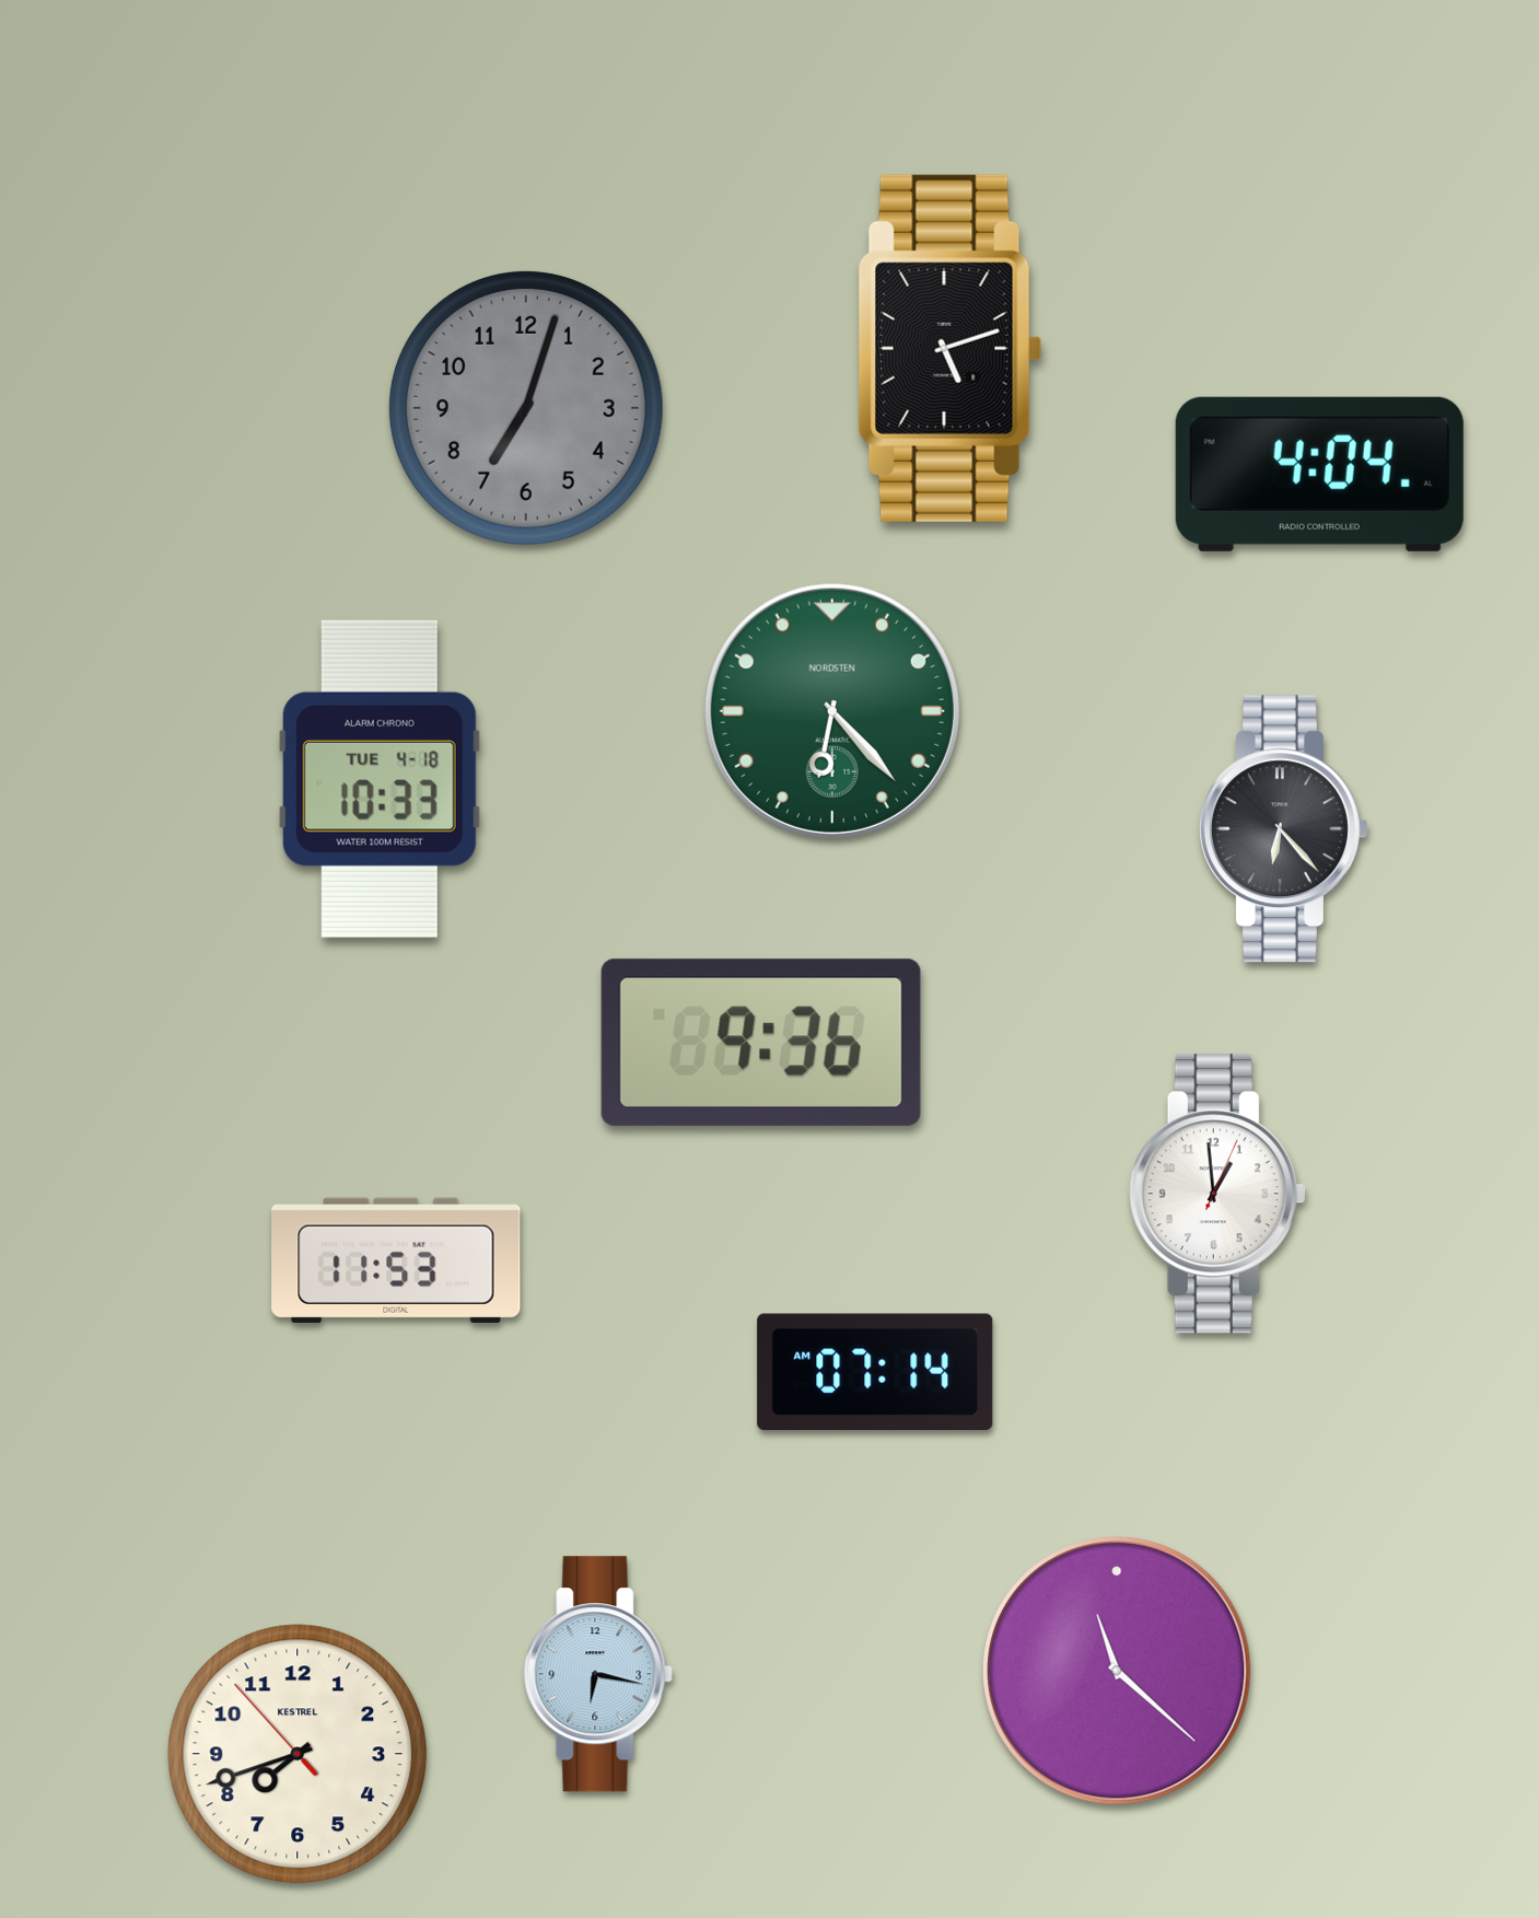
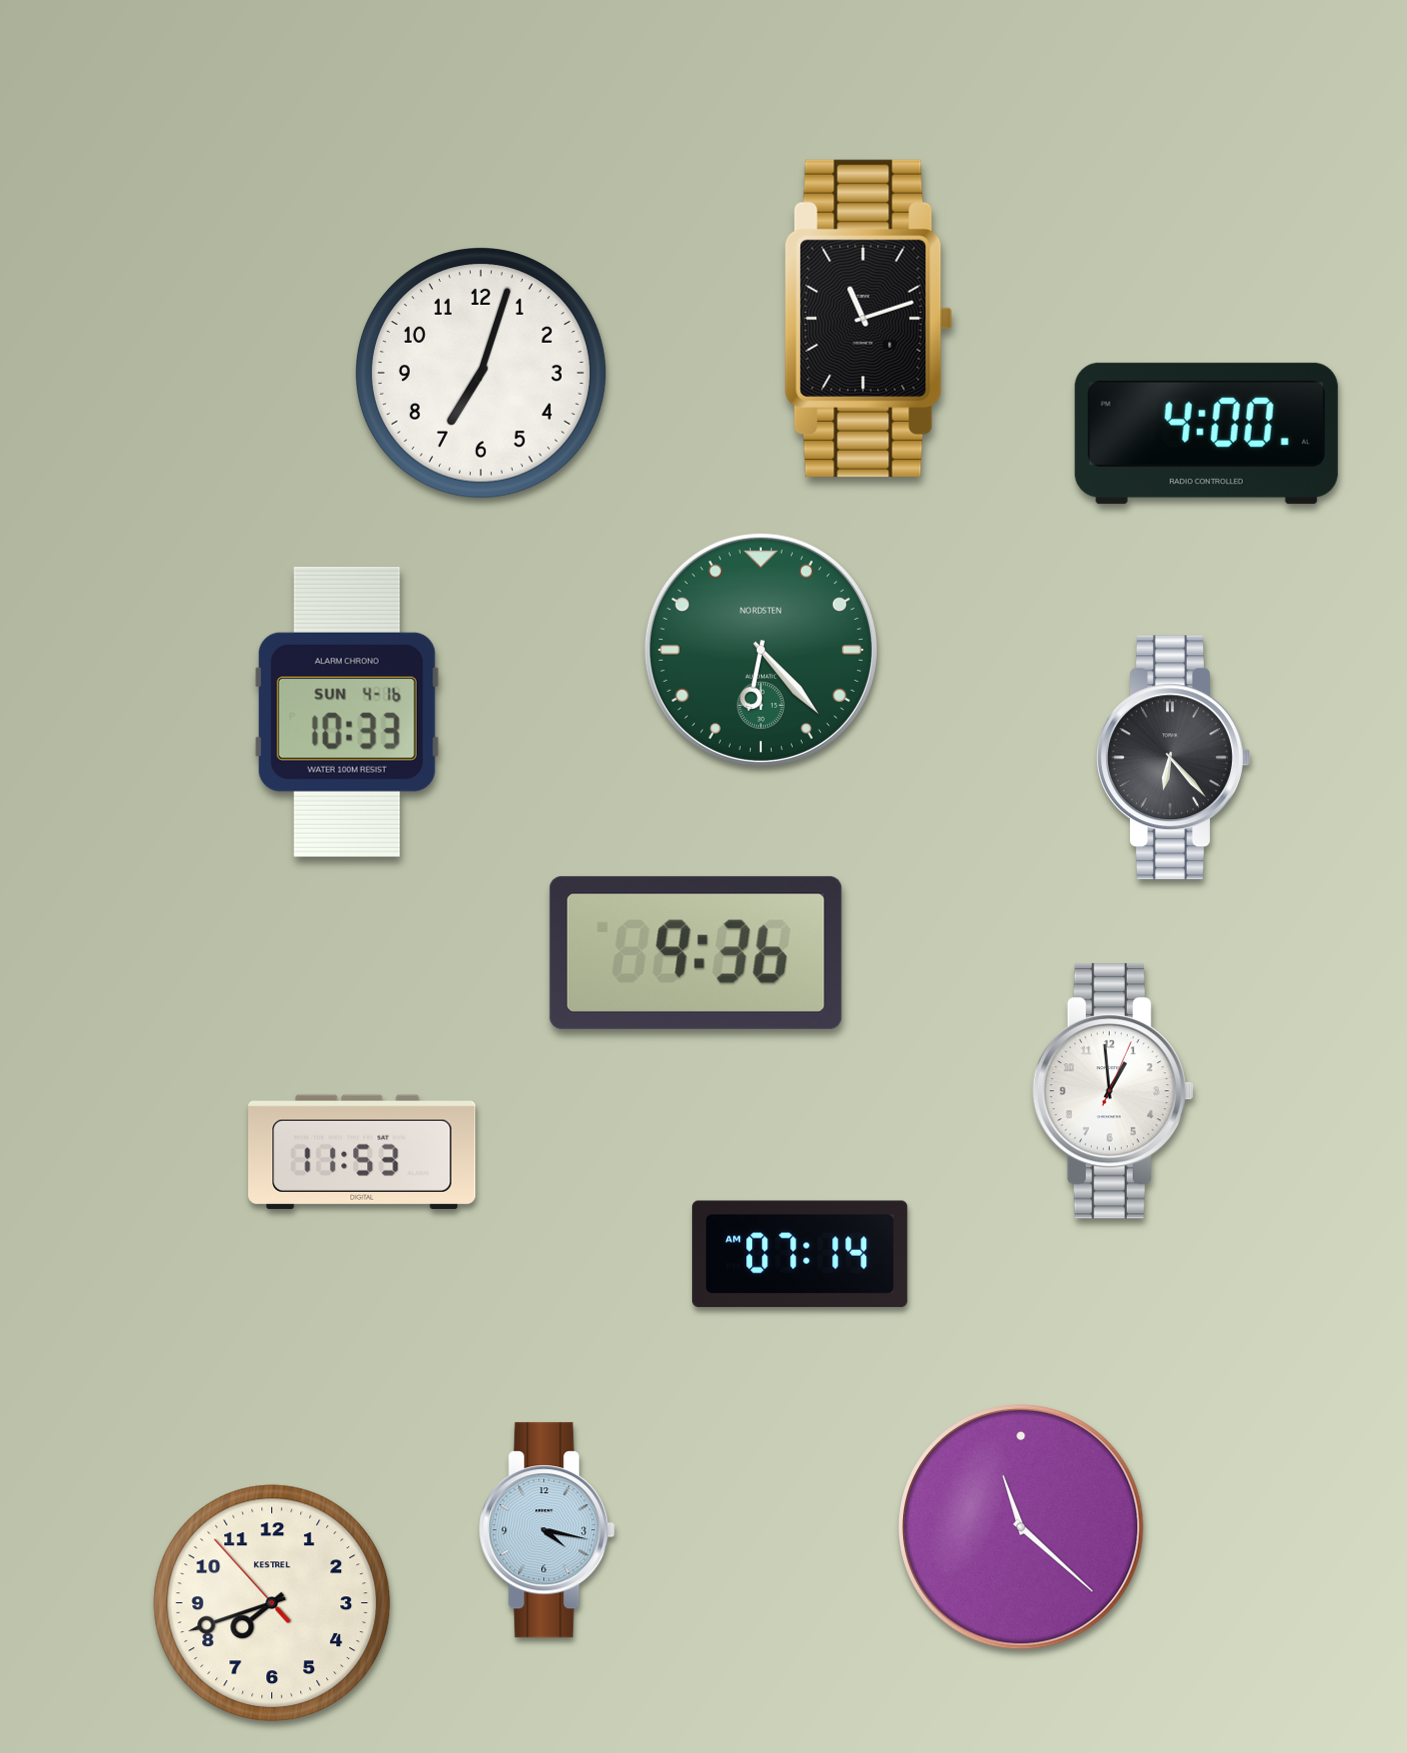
clock at (951, 348): 5:12 -> 11:12
clock at (526, 408) dial: grey -> white
clock at (1319, 474): 4:04 -> 4:00
clock at (380, 779) date: TUE 4-18 -> SUN 4-16
clock at (598, 1674): 6:17 -> 4:17
